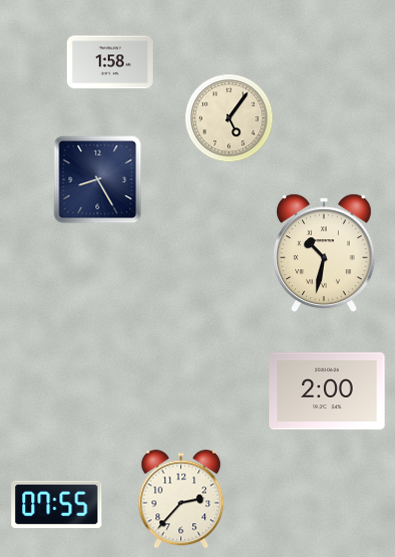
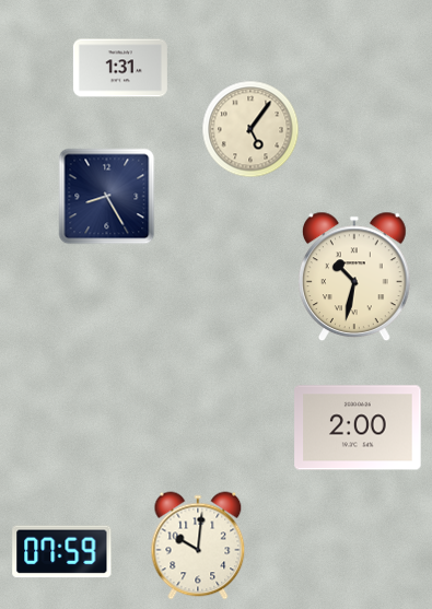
clock at (110, 62): 1:58 -> 1:31
clock at (181, 499): 2:37 -> 10:01
clock at (57, 505): 07:55 -> 07:59
